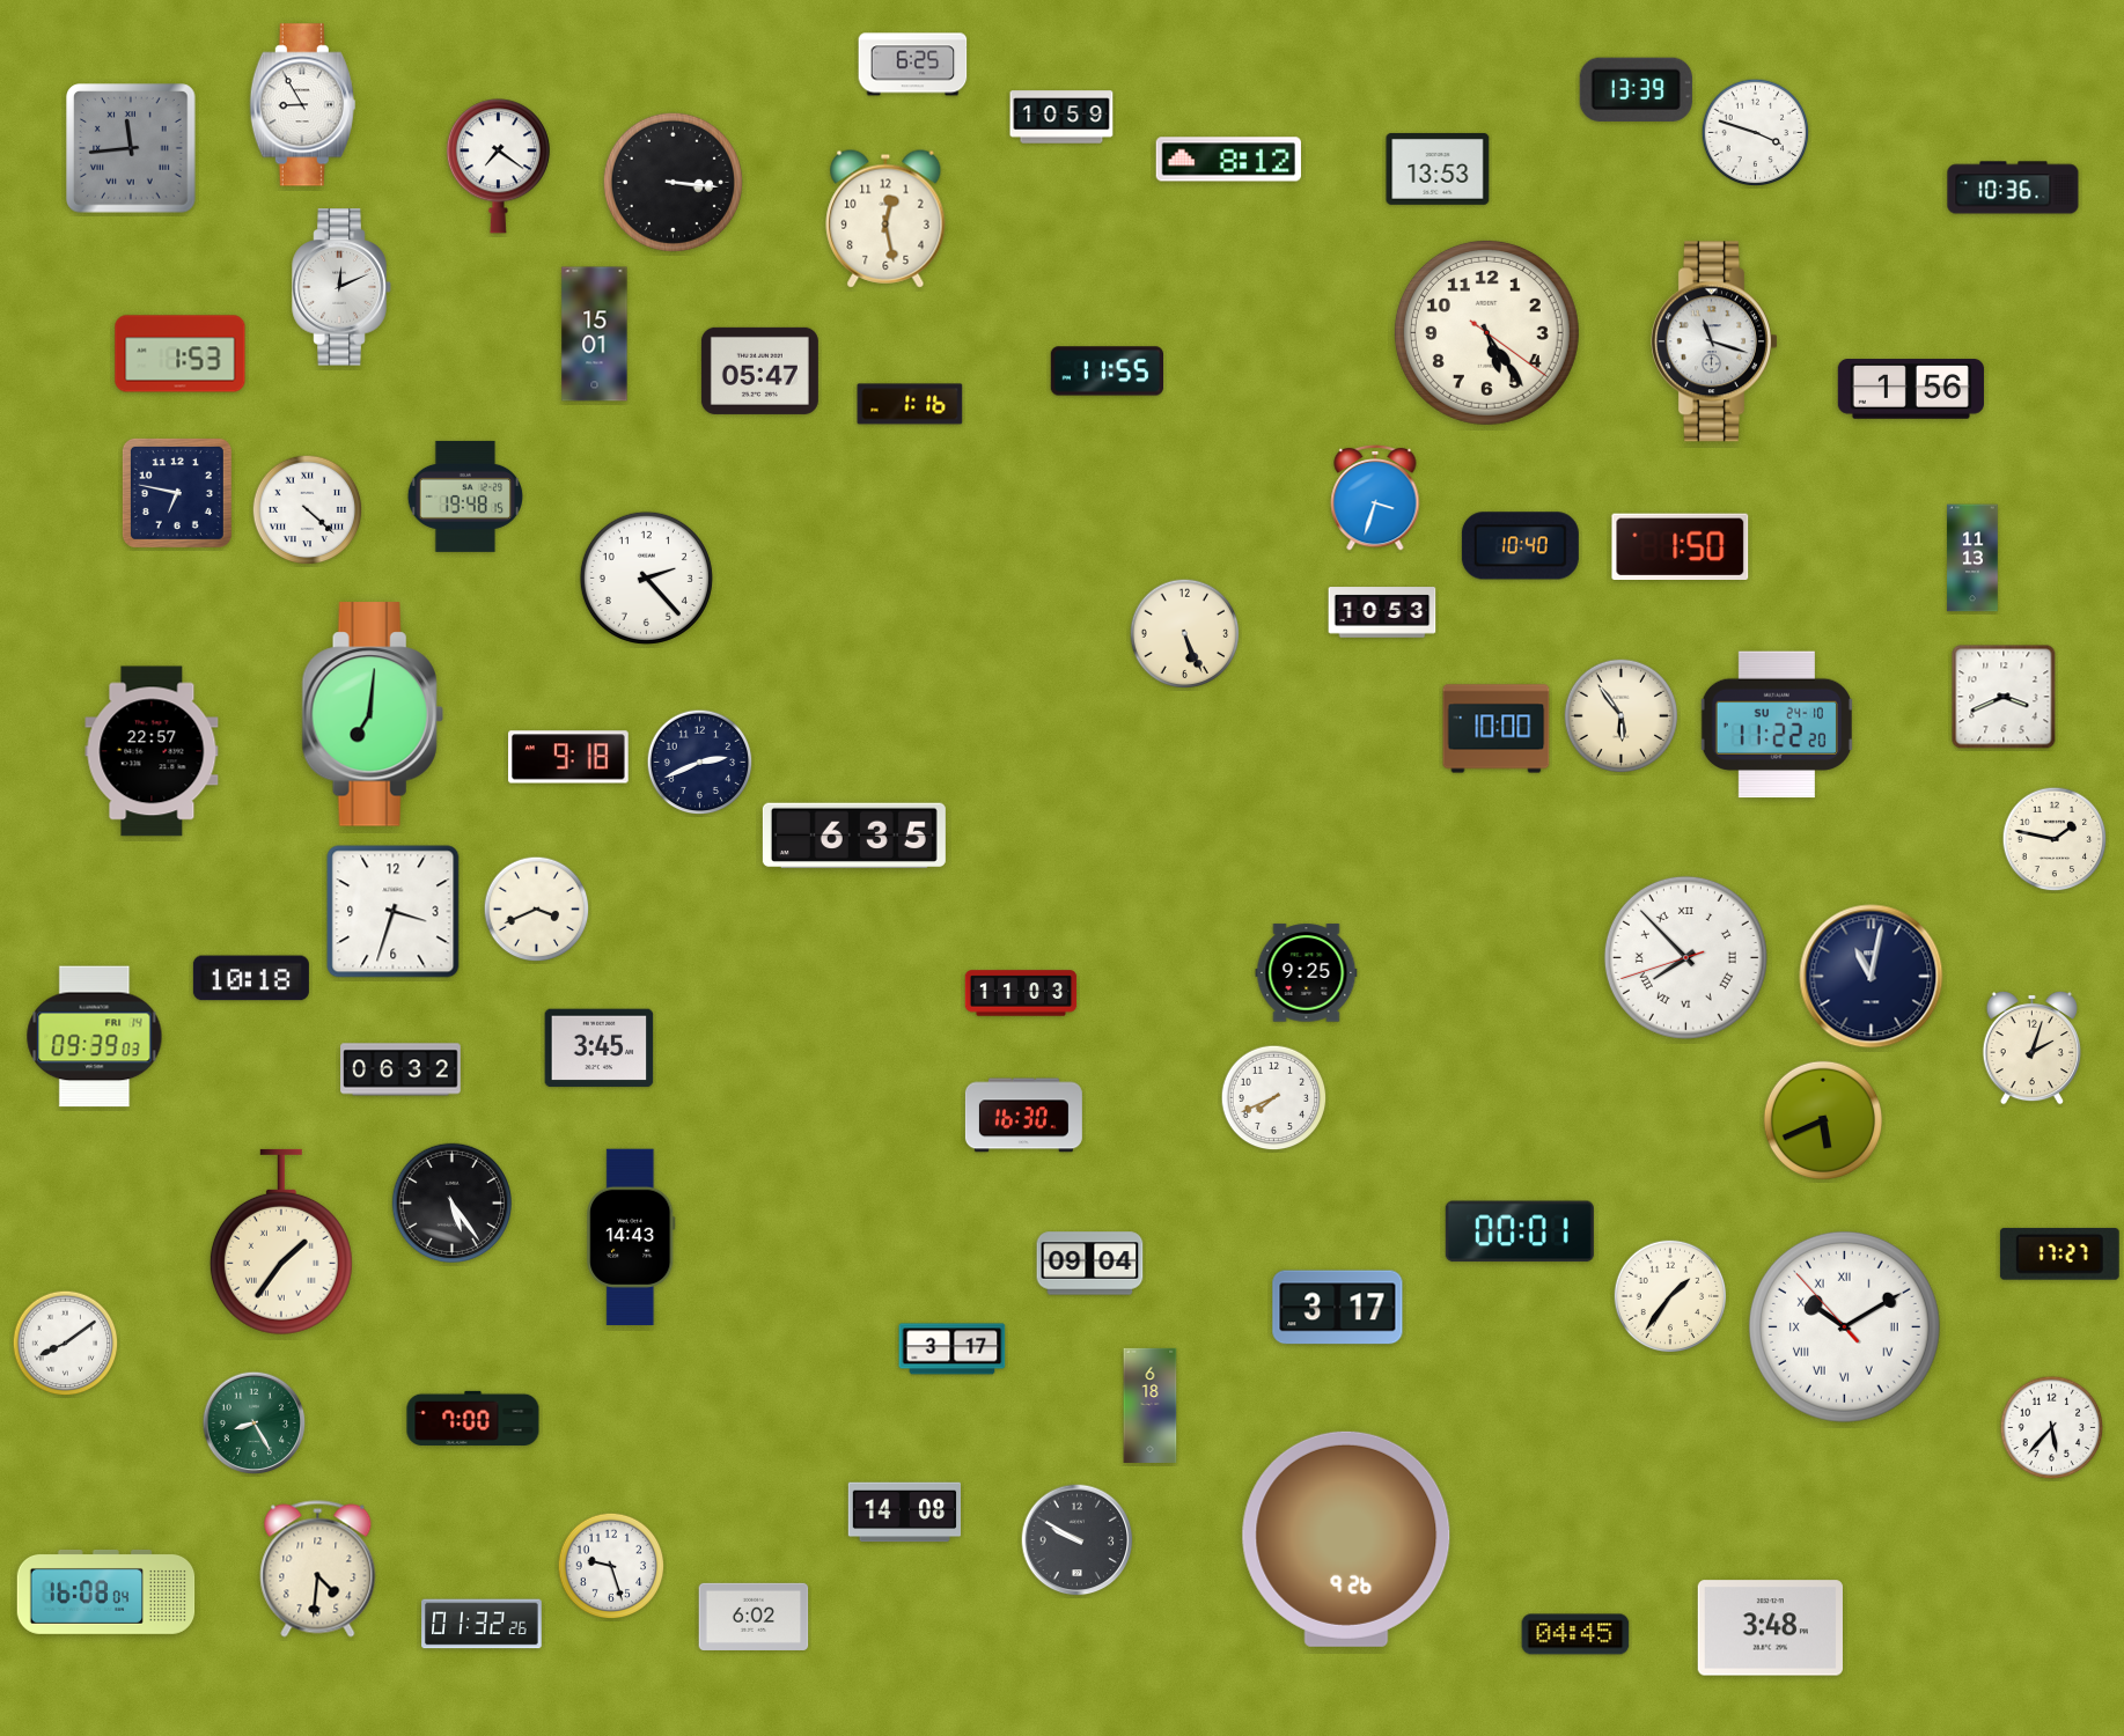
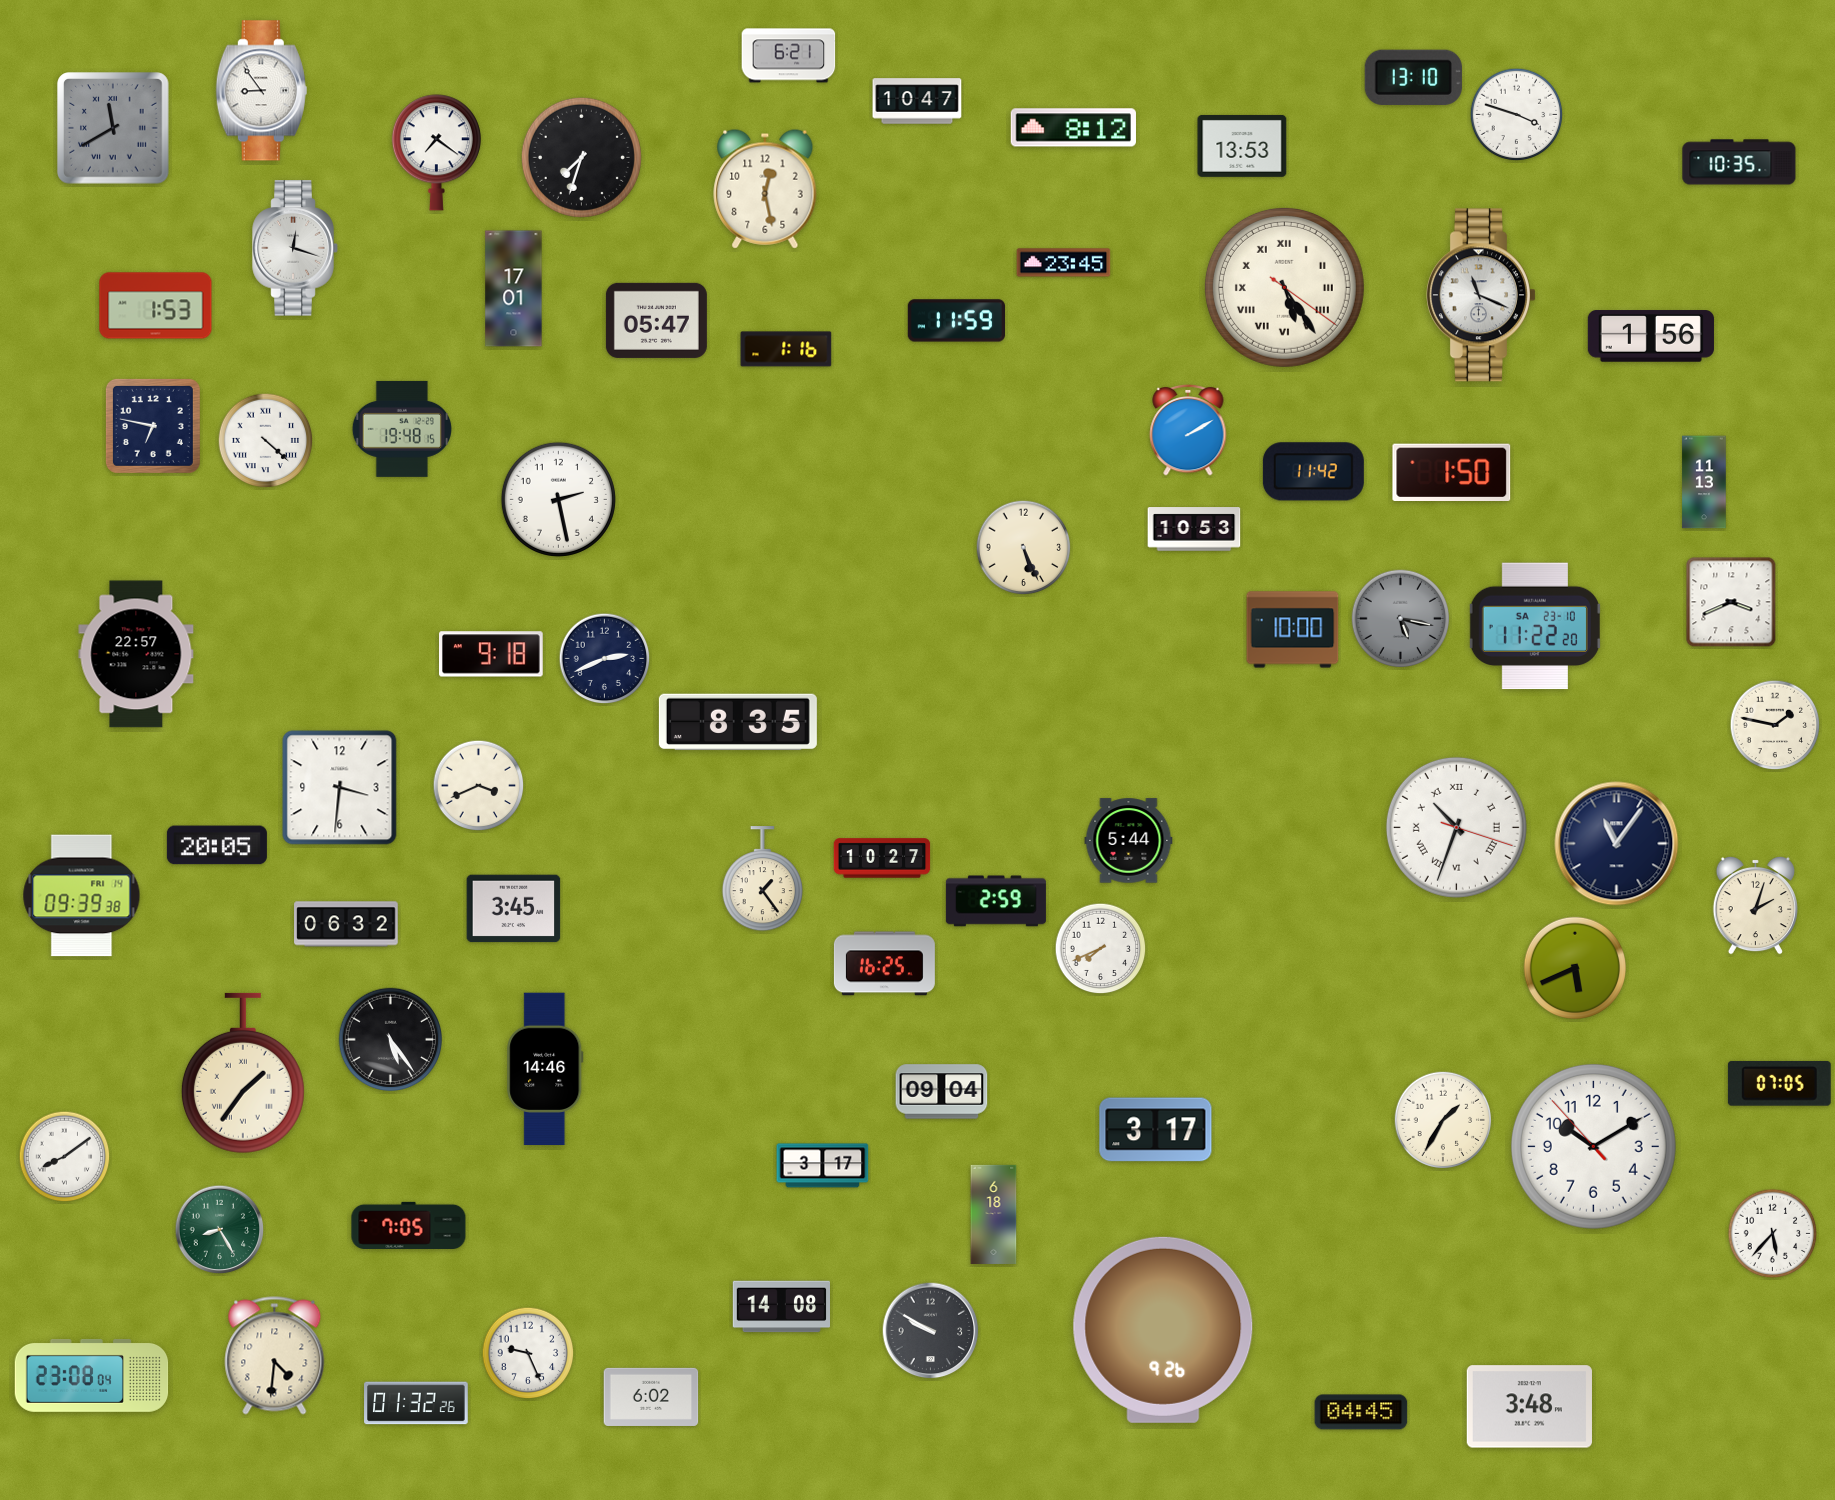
clock at (913, 65): 6:25 -> 6:21
clock at (1636, 89): 13:39 -> 13:10
clock at (302, 105): 8:55 -> 8:54
clock at (1061, 117): 10:59 -> 10:47
clock at (131, 148): 11:44 -> 11:40
clock at (1228, 160) position: (1228, 160) -> (1073, 128)
clock at (498, 167) position: (498, 167) -> (436, 153)
clock at (673, 182): 3:16 -> 7:33
clock at (2013, 187): 10:36 -> 10:35
clock at (341, 287): 12:11 -> 12:18
clock at (1064, 263): none -> 23:45
clock at (1486, 332) numerals: Arabic -> Roman
clock at (595, 334): 15:01 -> 17:01
clock at (1715, 341): 11:18 -> 11:19
clock at (1107, 372): 11:55 -> 11:59
clock at (1375, 498): 3:33 -> 2:10
clock at (1520, 546): 10:40 -> 11:42
clock at (646, 578): 2:23 -> 2:28
clock at (373, 714): 7:01 -> none
clock at (1622, 716): 5:54 -> 5:17
clock at (1622, 716) dial: cream -> grey
clock at (1777, 724) date: SU 24-10 -> SA 23-10
clock at (152, 751) position: (152, 751) -> (136, 654)
clock at (854, 836): 6:35 -> 8:35
clock at (537, 910) position: (537, 910) -> (479, 786)
clock at (394, 912): 3:33 -> 3:31
clock at (1685, 957): 7:52 -> 10:33
clock at (1307, 973): 9:25 -> 5:44
clock at (1872, 977): 11:02 -> 11:06
clock at (251, 978): 10:18 -> 20:05
clock at (1021, 993): 11:03 -> 10:27
clock at (762, 879): none -> 1:24
clock at (95, 1037): 09:39:03 -> 09:39:38
clock at (996, 901): none -> 2:59
clock at (600, 1049) position: (600, 1049) -> (514, 909)
clock at (1023, 1116): 16:30 -> 16:25
clock at (1520, 1231): 00:01 -> none
clock at (631, 1237): 14:43 -> 14:46
clock at (2059, 1253): 17:27 -> 07:05
clock at (1670, 1296): 1:36 -> 1:35
clock at (1844, 1326) numerals: Roman -> Arabic
clock at (66, 1344) position: (66, 1344) -> (65, 1157)
clock at (473, 1418): 7:00 -> 7:05
clock at (611, 1566): 9:27 -> 9:26
clock at (106, 1592): 16:08 -> 23:08
